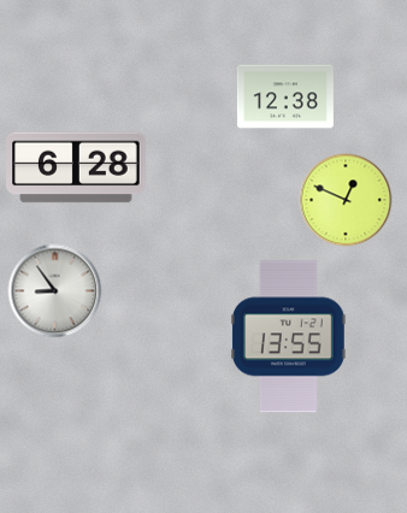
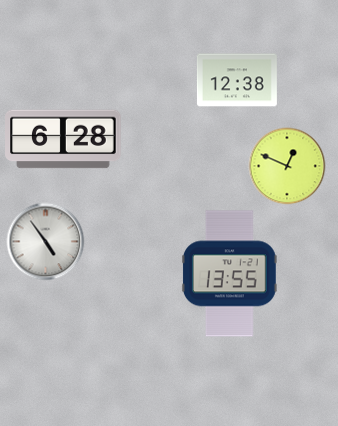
clock at (55, 291): 8:54 -> 4:54
clock at (289, 337) position: (289, 337) -> (230, 274)
